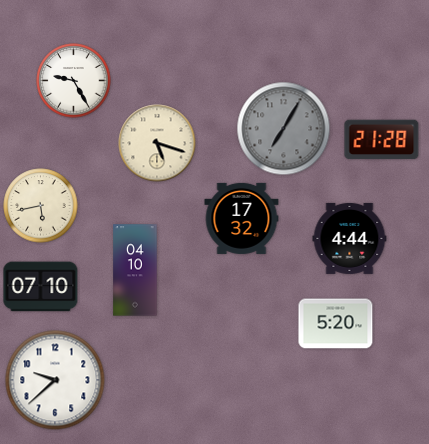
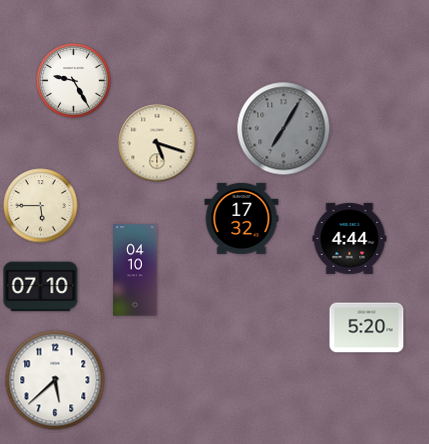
clock at (382, 140): 21:28 -> none
clock at (41, 206): 5:43 -> 5:45
clock at (336, 324) position: (336, 324) -> (367, 328)
clock at (55, 380): 9:38 -> 5:38
